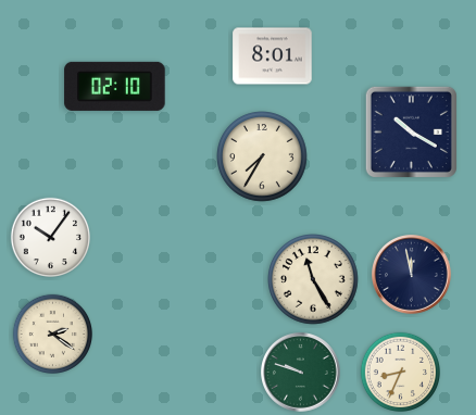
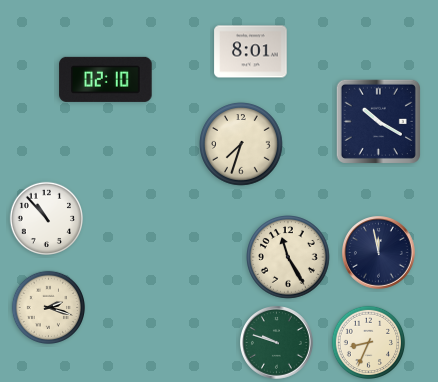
clock at (263, 158): 7:35 -> 7:33
clock at (50, 237): 10:06 -> 10:53
clock at (52, 334): 2:21 -> 2:18
